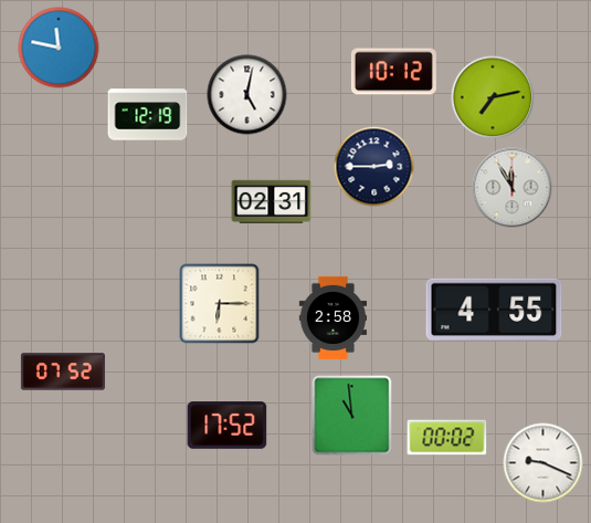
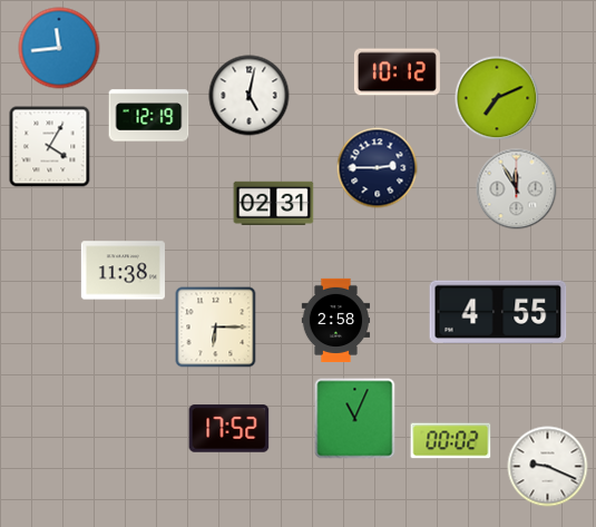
clock at (59, 48): 11:47 -> 11:44
clock at (493, 97): 7:13 -> 7:11
clock at (50, 147): none -> 4:05
clock at (123, 271): none -> 11:38
clock at (220, 304) position: (220, 304) -> (216, 328)
clock at (63, 372): 07:52 -> none
clock at (352, 416): 10:59 -> 11:04
